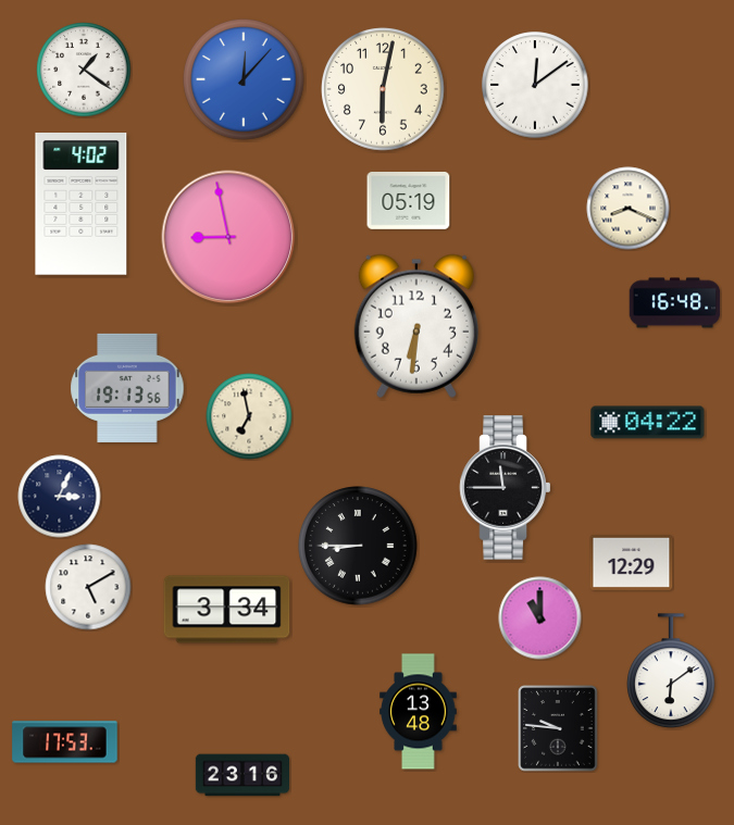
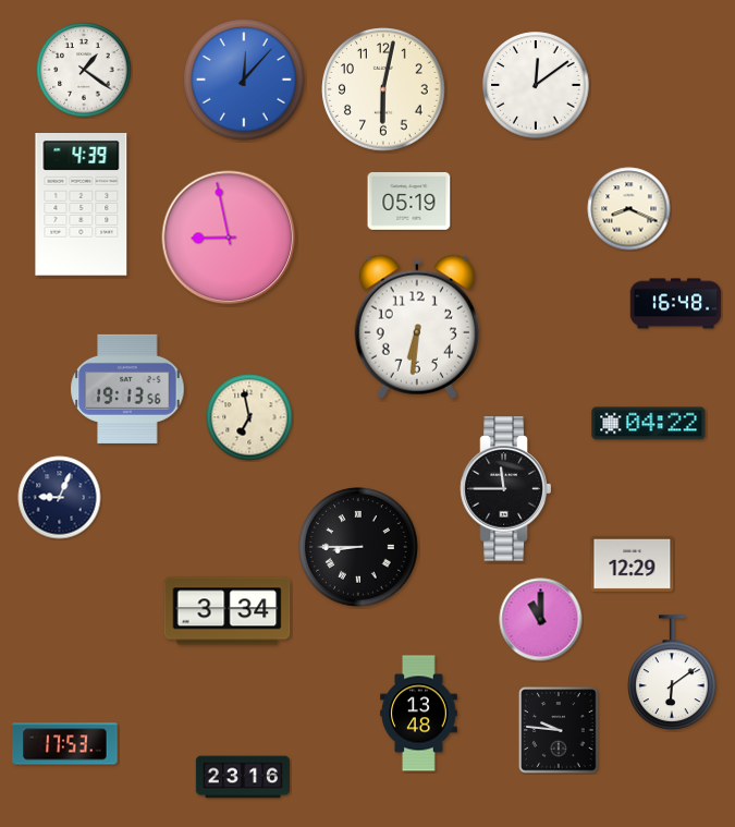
clock at (82, 204): 4:02 -> 4:39
clock at (60, 497): 3:04 -> 9:04
clock at (88, 587): 5:10 -> none
